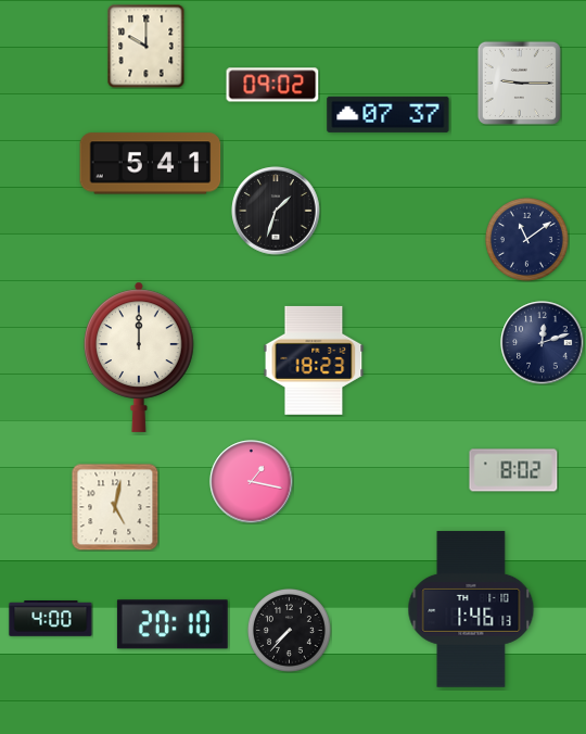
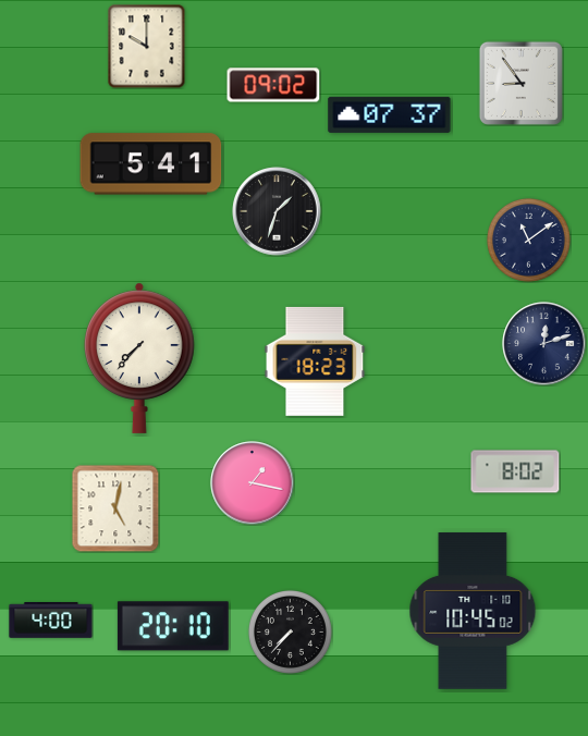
clock at (519, 83): 9:15 -> 8:54
clock at (140, 357): 12:00 -> 7:37
clock at (471, 609): 1:46 -> 10:45
